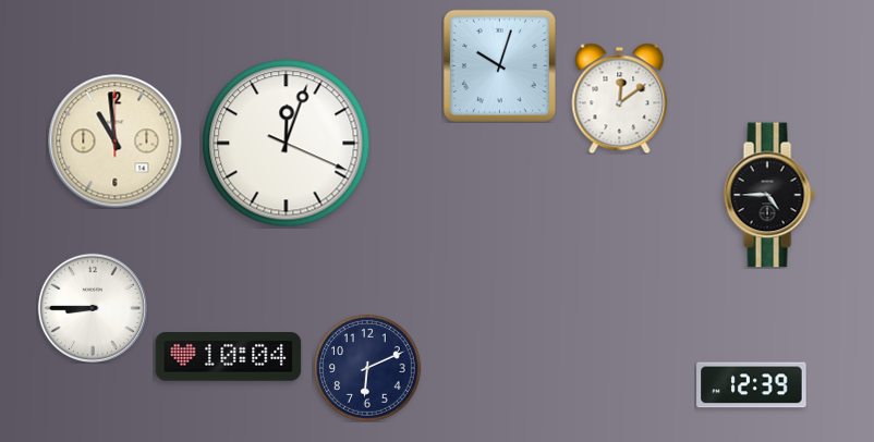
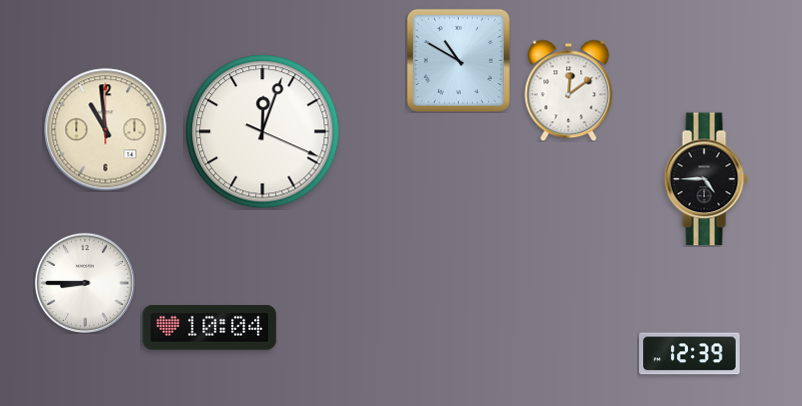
clock at (499, 65): 10:03 -> 10:50
clock at (368, 369): 6:11 -> none
